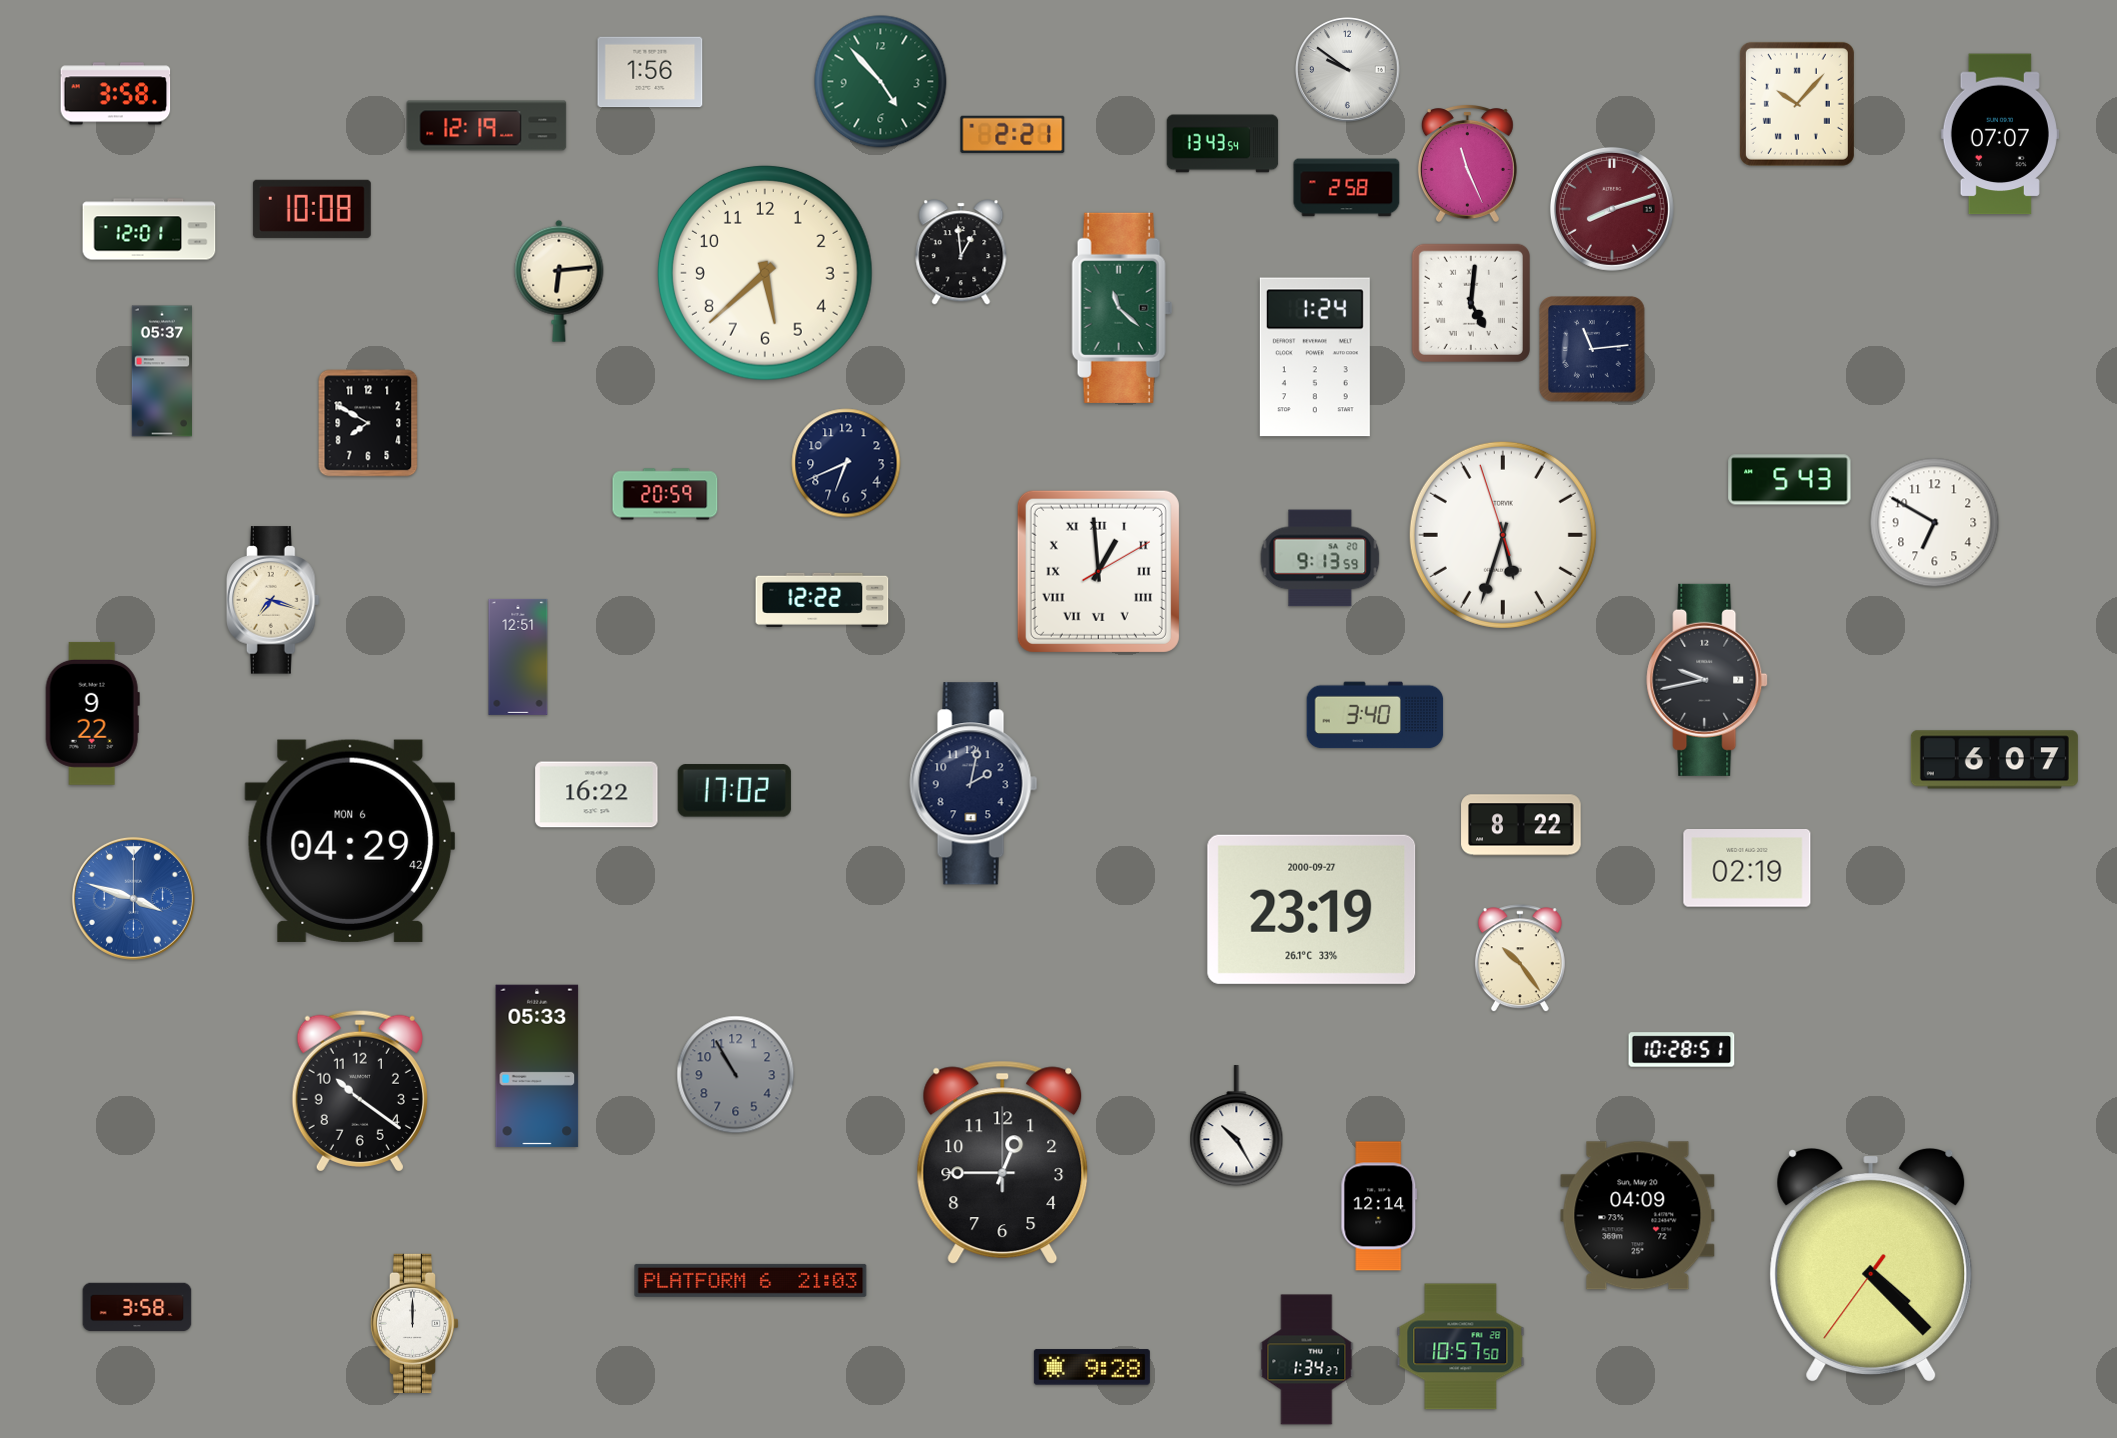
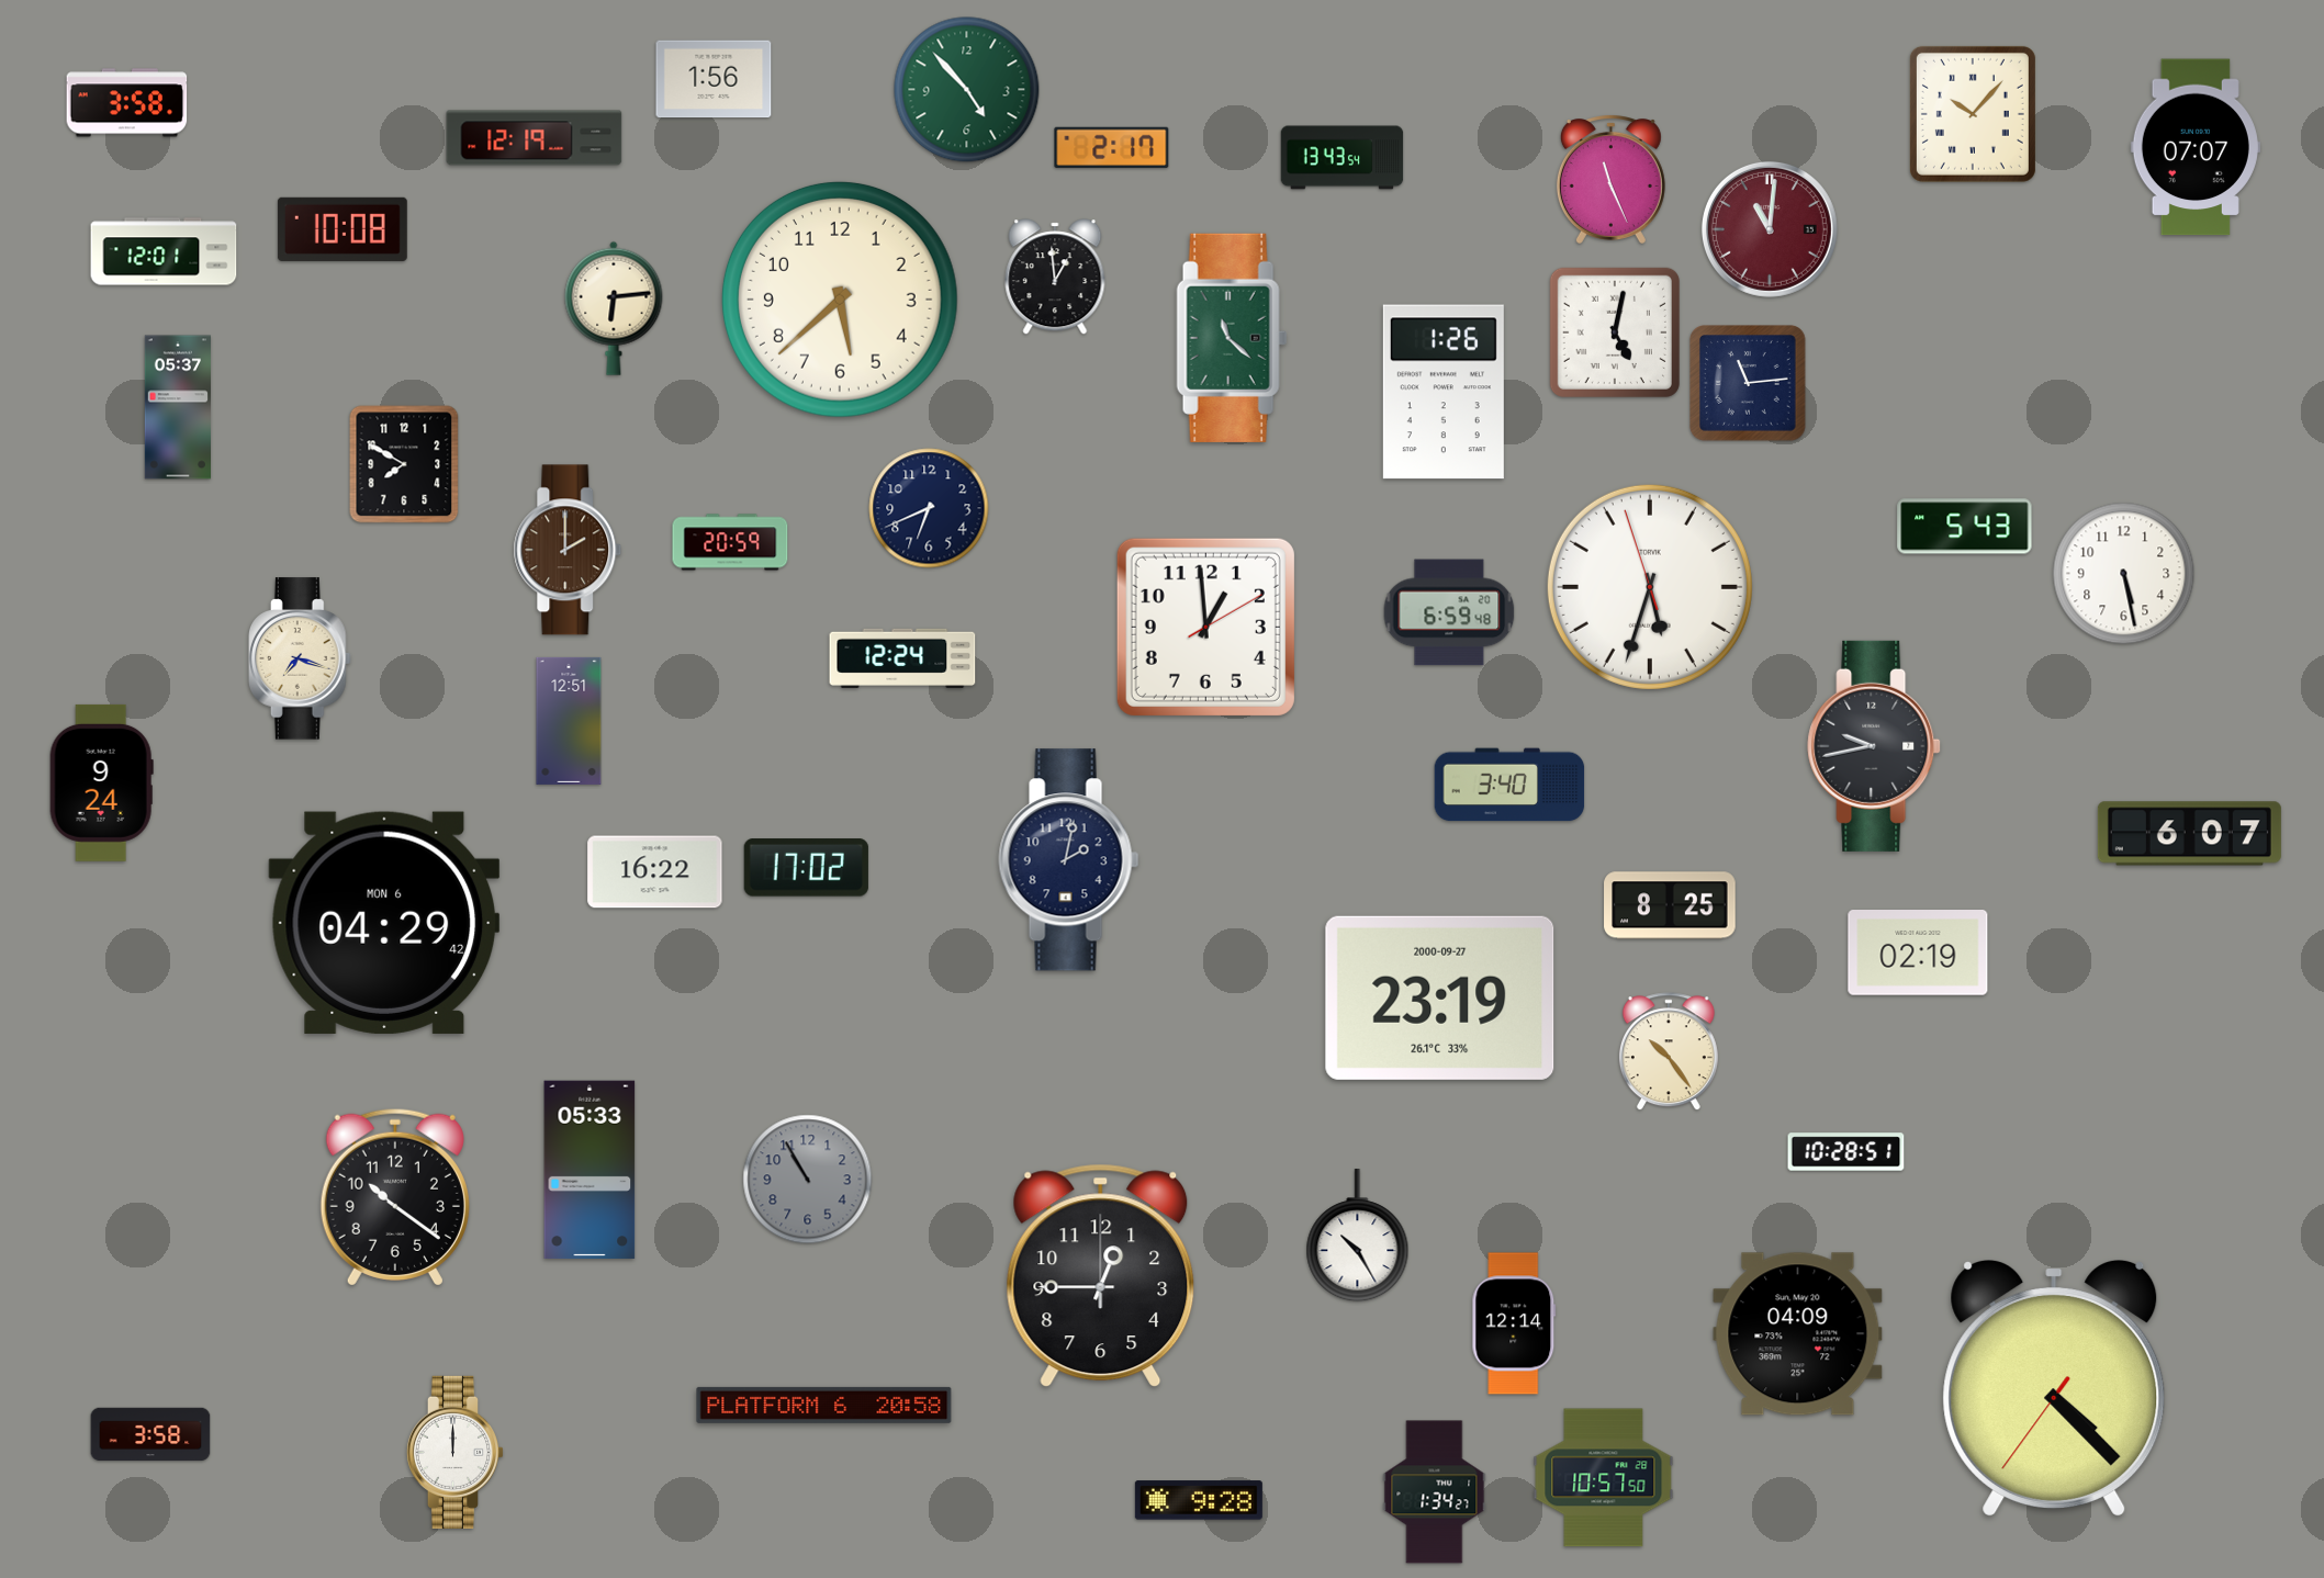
clock at (1348, 70): 9:51 -> none
clock at (1013, 134): 2:21 -> 2:17
clock at (1347, 188): 2:58 -> none
clock at (1612, 209): 8:12 -> 11:01
clock at (1471, 303): 5:01 -> 5:02
clock at (1315, 357): 1:24 -> 1:26
clock at (568, 550): none -> 2:00
clock at (1935, 523): 6:50 -> 5:28
clock at (1320, 558): 9:13 -> 6:59
clock at (1098, 571) numerals: Roman -> Arabic
clock at (822, 600): 12:22 -> 12:24
clock at (92, 713): 9:22 -> 9:24
clock at (1521, 825): 8:22 -> 8:25
clock at (133, 898): 3:48 -> none
clock at (751, 1280): 21:03 -> 20:58
